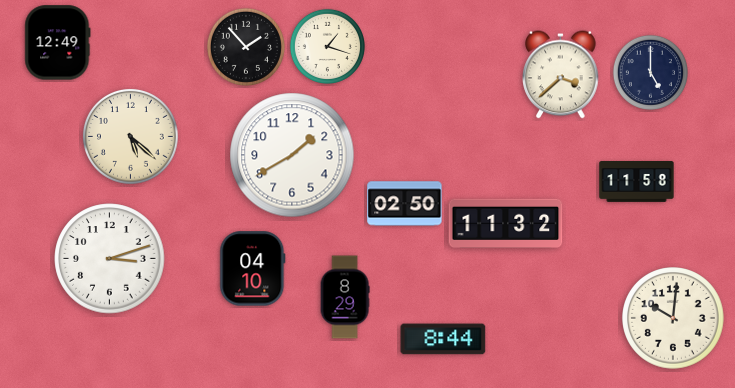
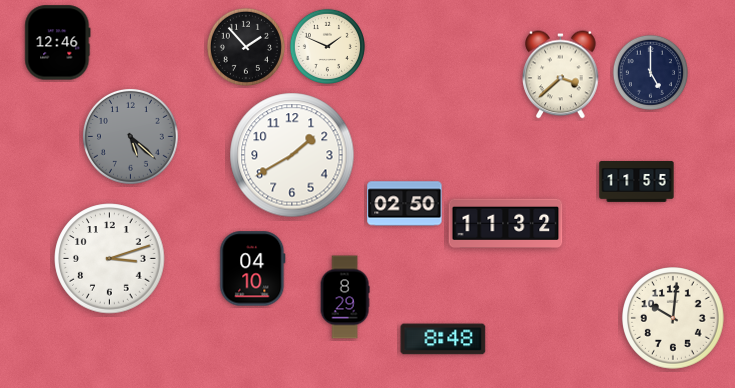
clock at (58, 43): 12:49 -> 12:46
clock at (327, 46): 1:18 -> 1:49
clock at (131, 137) dial: cream -> grey
clock at (637, 182): 11:58 -> 11:55
clock at (443, 339): 8:44 -> 8:48
